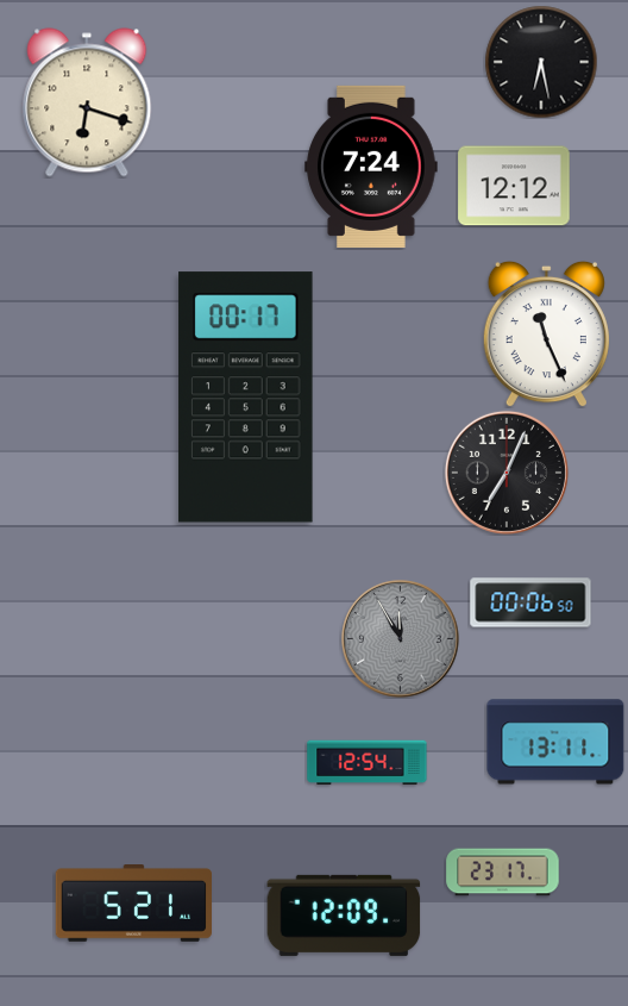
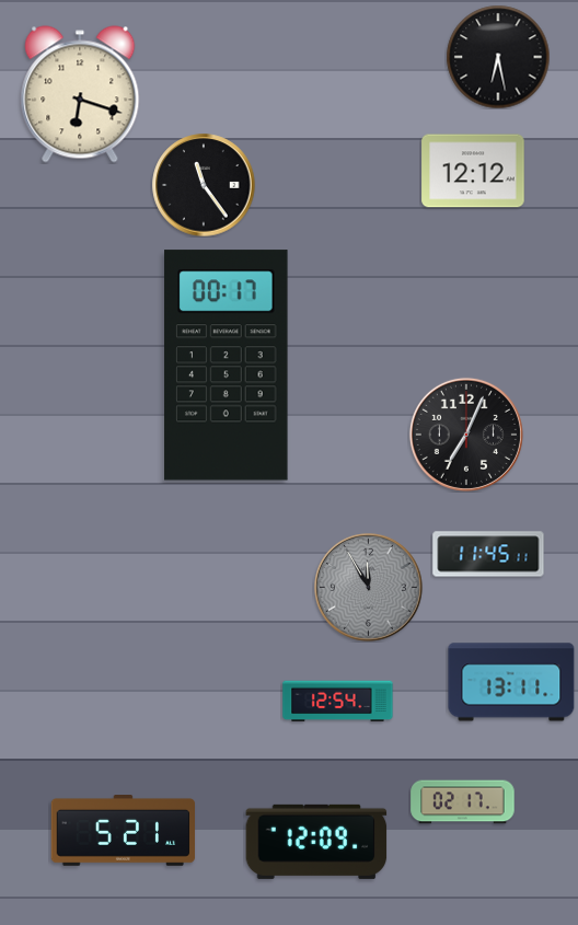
clock at (371, 167): 7:24 -> none
clock at (204, 185): none -> 11:24
clock at (546, 333): 11:26 -> none
clock at (530, 602): 00:06 -> 11:45
clock at (503, 873): 23:17 -> 02:17
